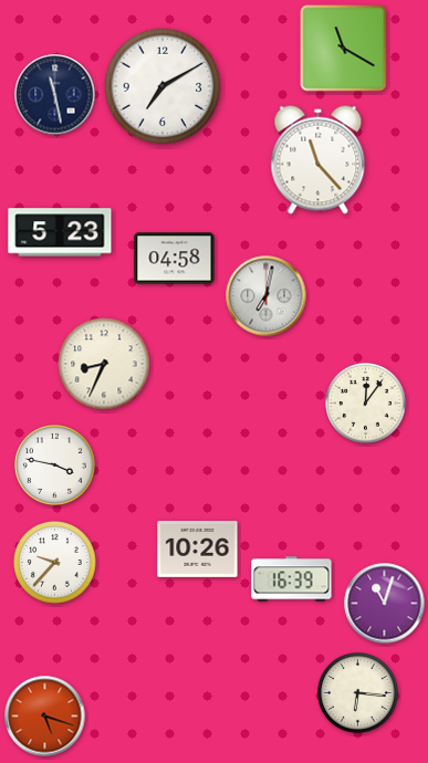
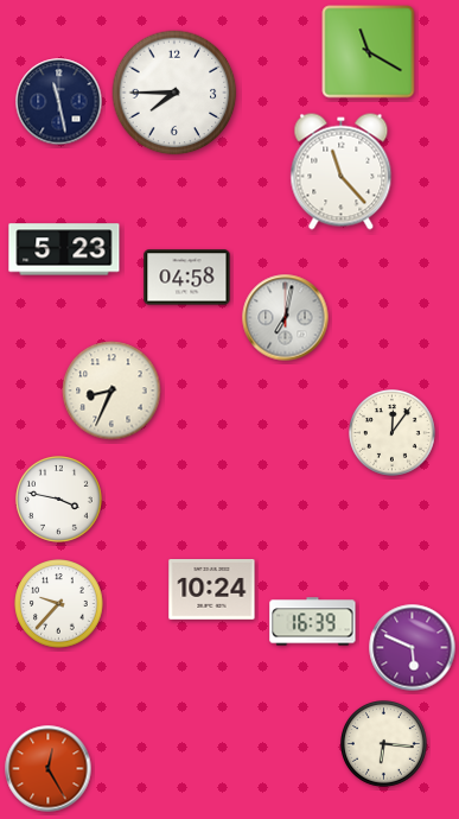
clock at (163, 86): 7:10 -> 7:45
clock at (198, 550): 10:26 -> 10:24
clock at (385, 604): 11:03 -> 5:49
clock at (45, 717): 5:18 -> 12:25
